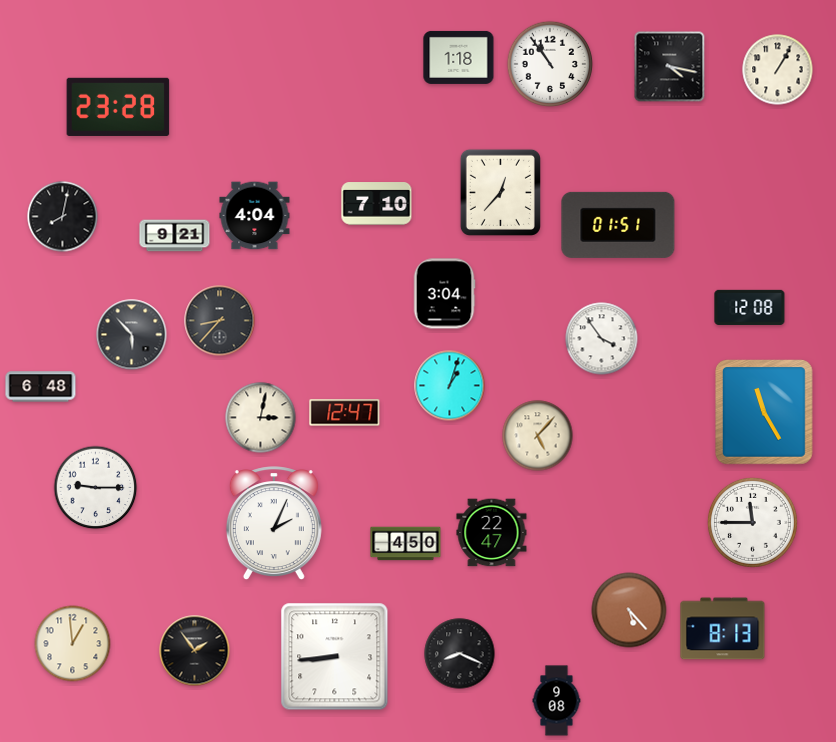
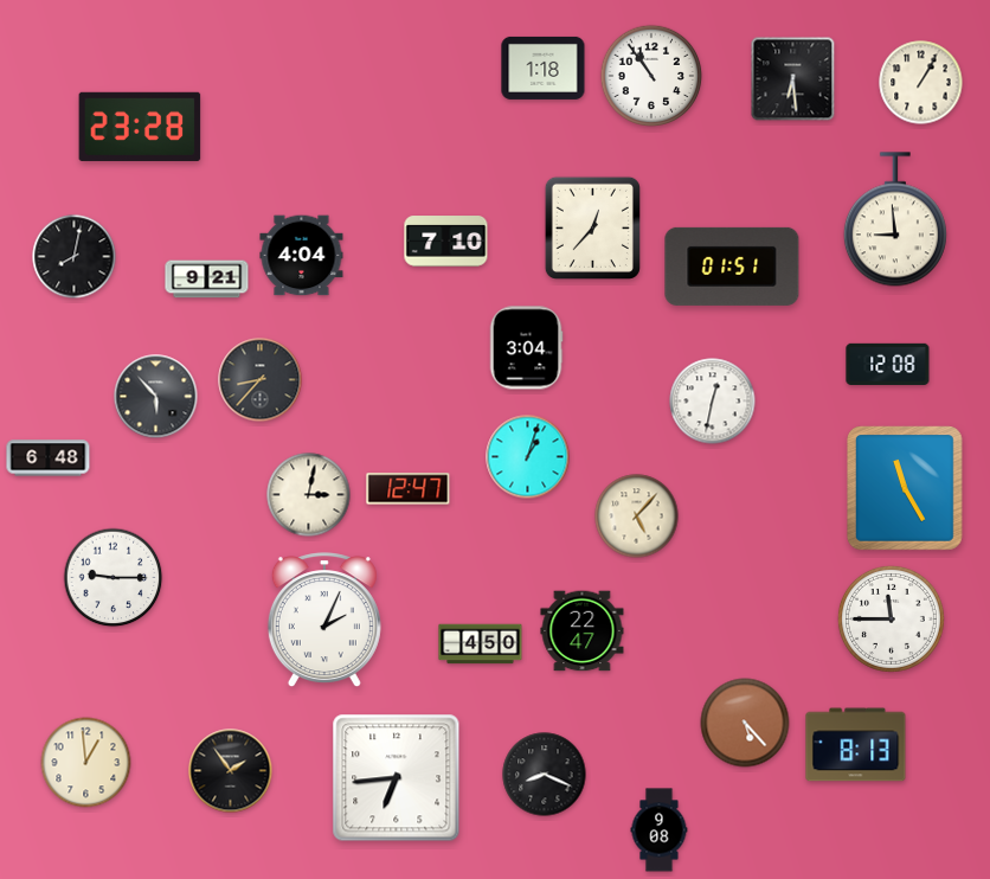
clock at (670, 67): 4:17 -> 6:29
clock at (895, 219): none -> 8:59
clock at (602, 339): 3:54 -> 12:32
clock at (450, 386) position: (450, 386) -> (528, 457)
clock at (335, 657): 8:44 -> 6:44
